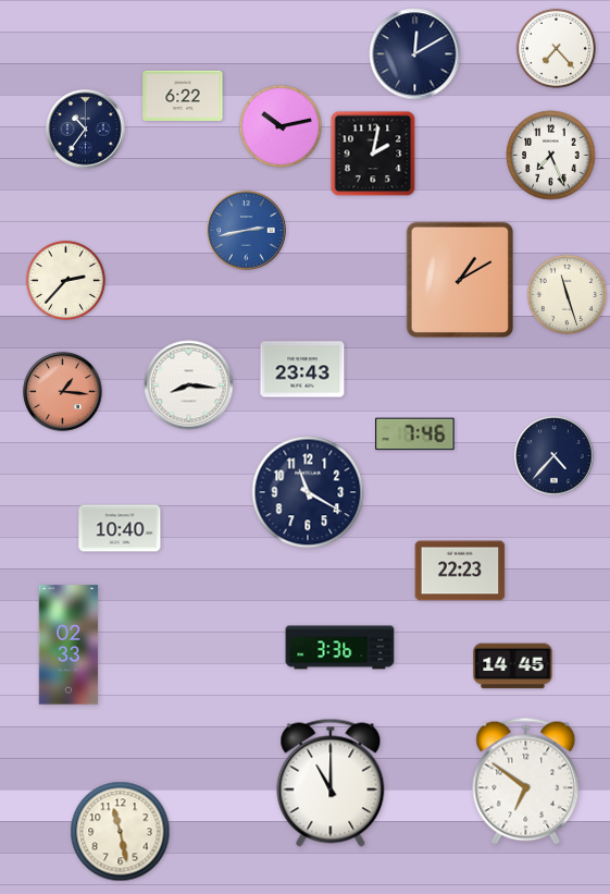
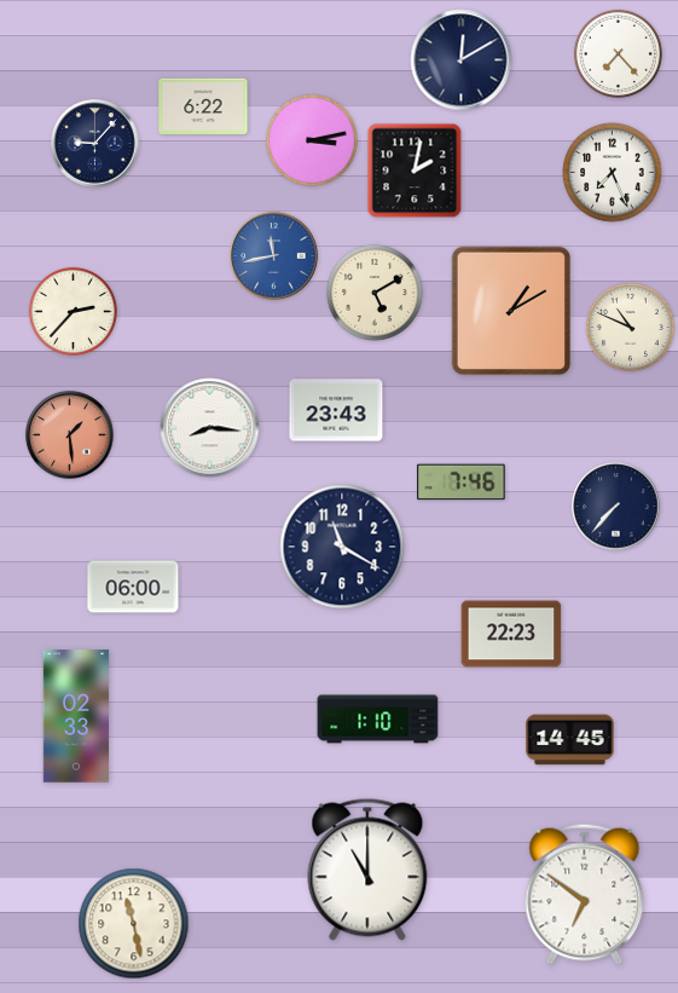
clock at (281, 126): 10:13 -> 3:13
clock at (86, 130): 10:36 -> 9:07
clock at (247, 231): 2:43 -> 11:43
clock at (375, 293): none -> 5:10
clock at (567, 294): 11:27 -> 10:49
clock at (63, 392): 1:16 -> 1:29
clock at (555, 456): 4:37 -> 7:37
clock at (120, 528): 10:40 -> 06:00
clock at (340, 648): 3:36 -> 1:10
clock at (526, 781) position: (526, 781) -> (585, 894)
